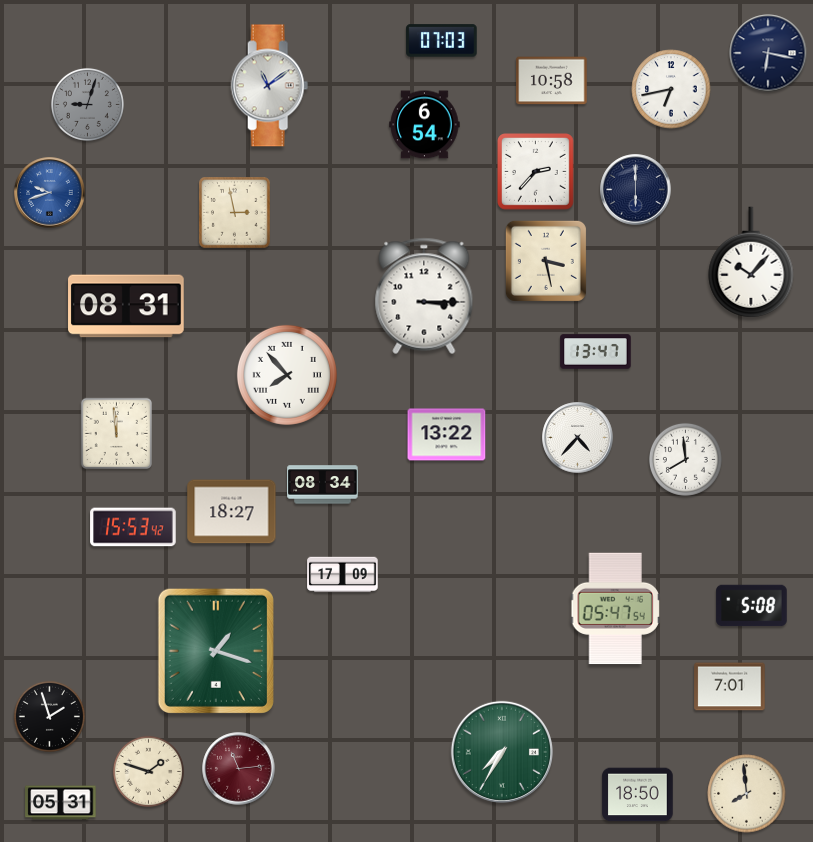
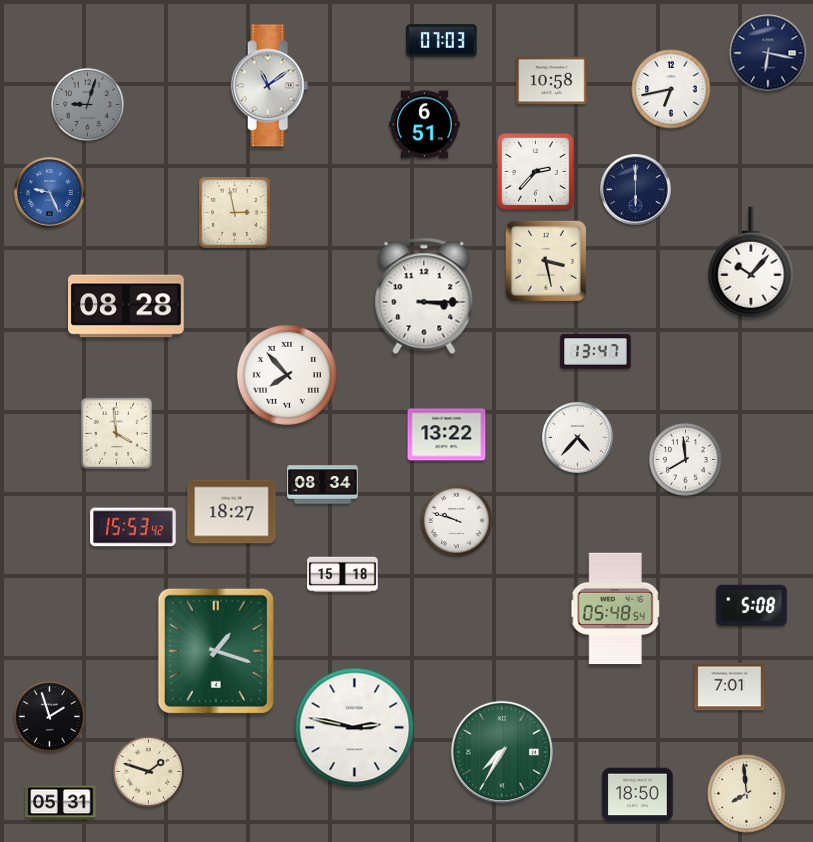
clock at (425, 125): 6:54 -> 6:51
clock at (50, 193): 9:42 -> 9:26
clock at (126, 306): 08:31 -> 08:28
clock at (116, 433): 11:59 -> 3:59
clock at (456, 520): none -> 9:48
clock at (343, 575): 17:09 -> 15:18
clock at (615, 609): 05:47 -> 05:48
clock at (355, 728): none -> 2:47
clock at (239, 769): 11:14 -> none
